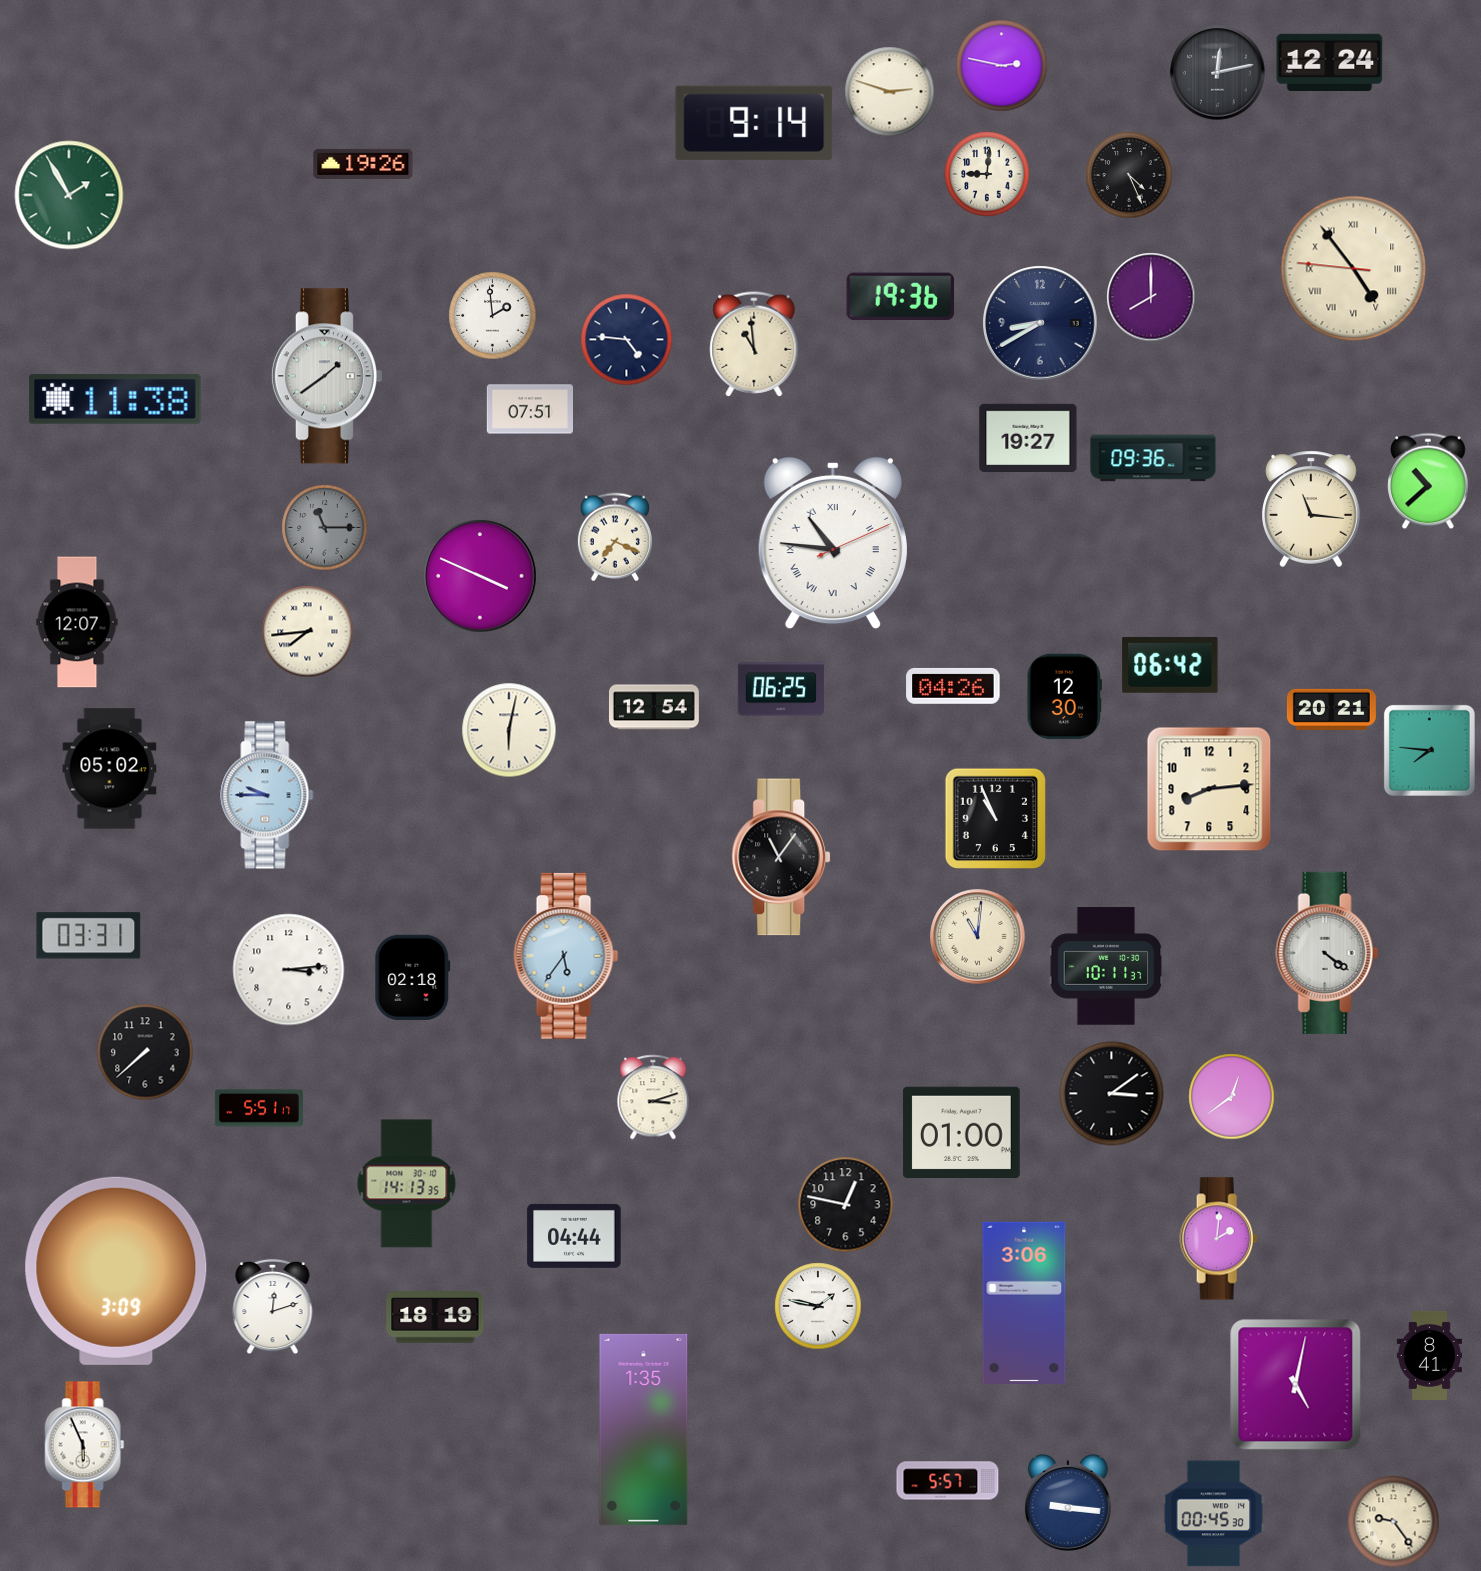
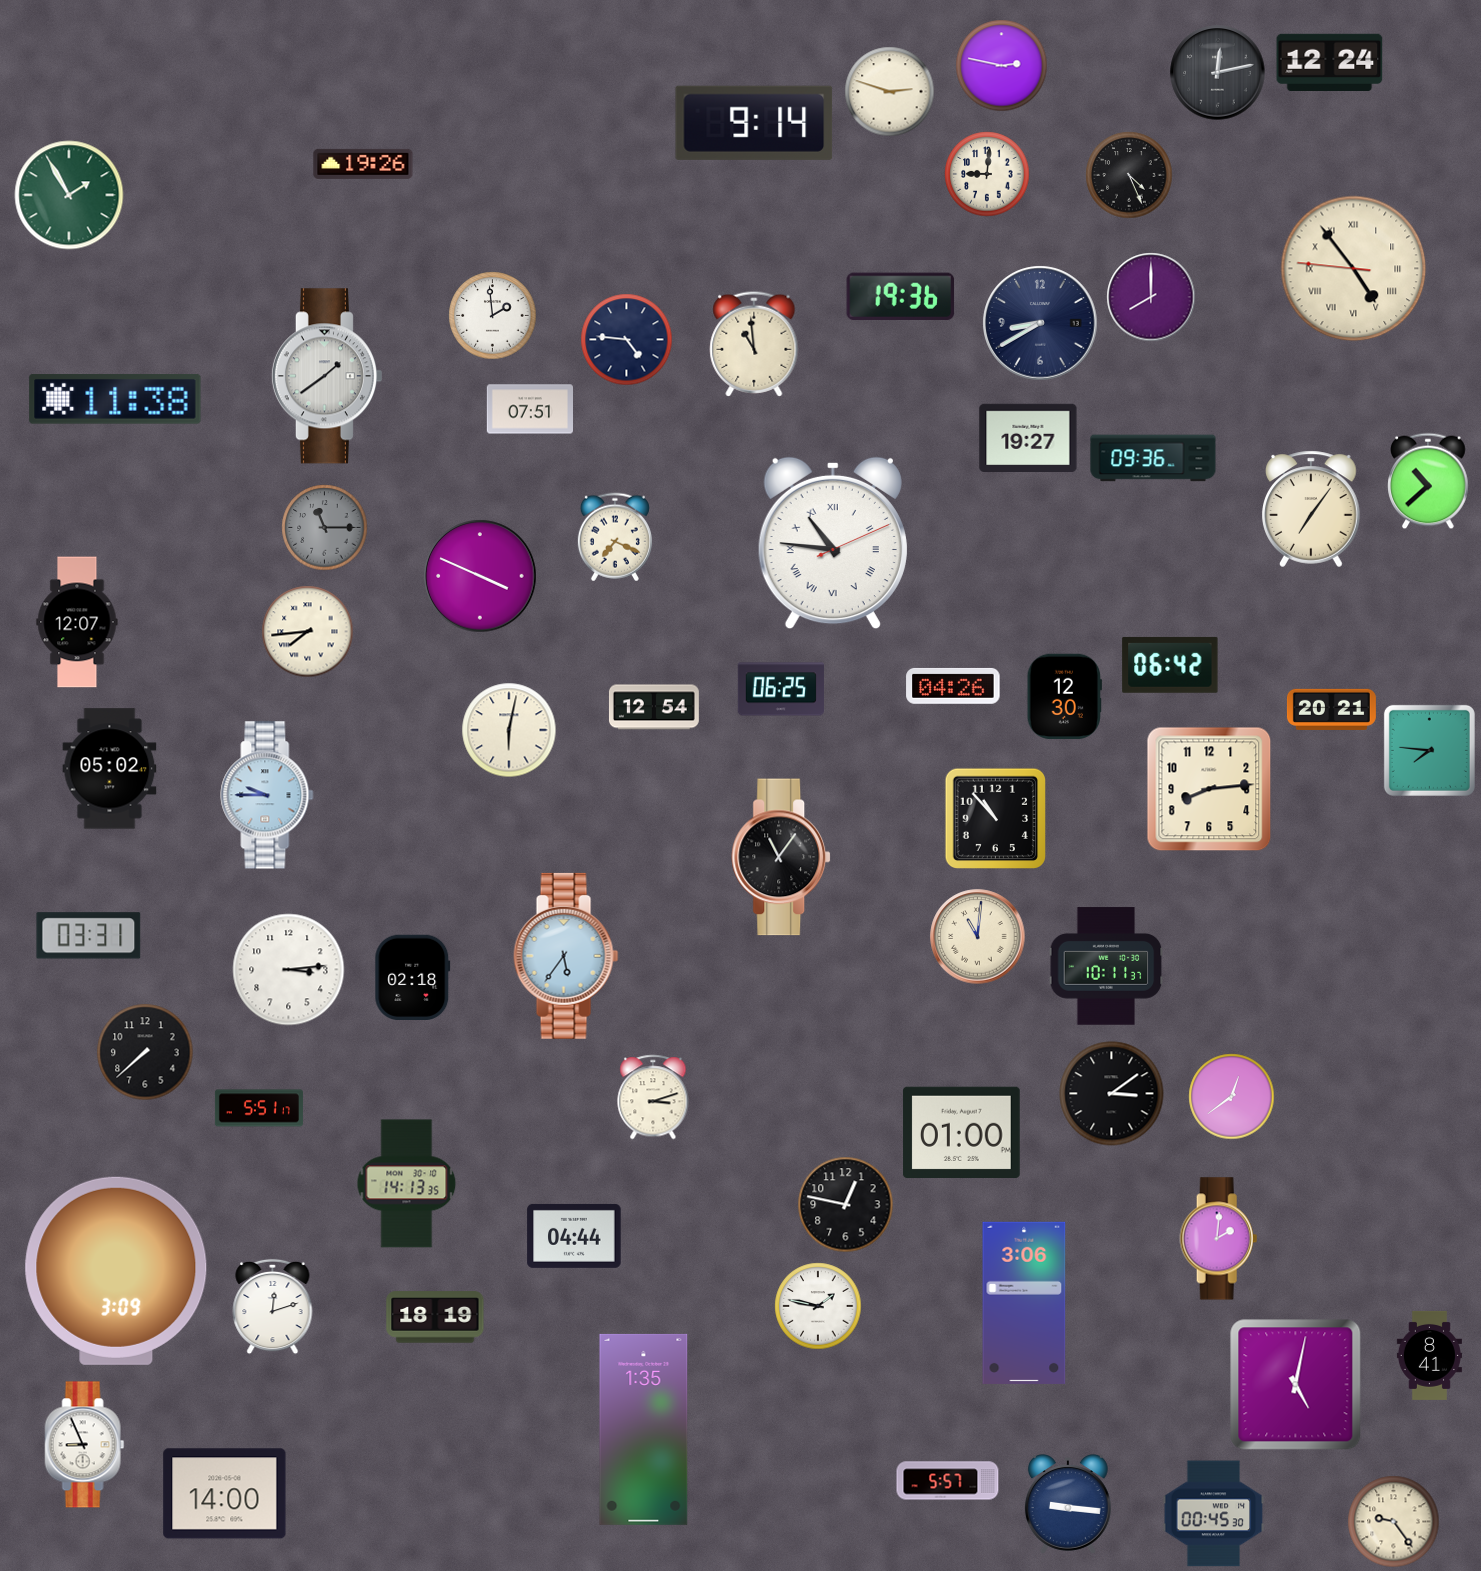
clock at (1311, 509): 11:16 -> 7:06
clock at (996, 819): 10:56 -> 10:53
clock at (1327, 953): 4:21 -> none
clock at (85, 1445): 5:56 -> 8:56
clock at (225, 1494): none -> 14:00
